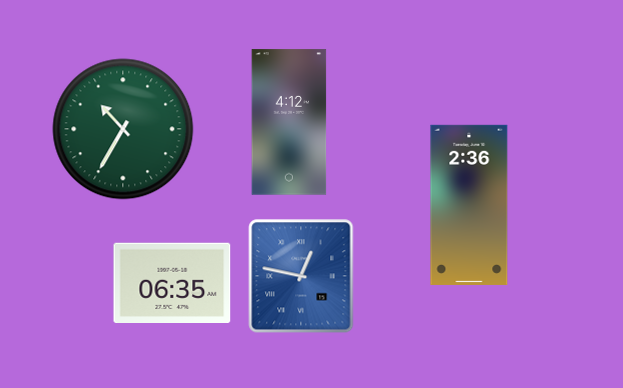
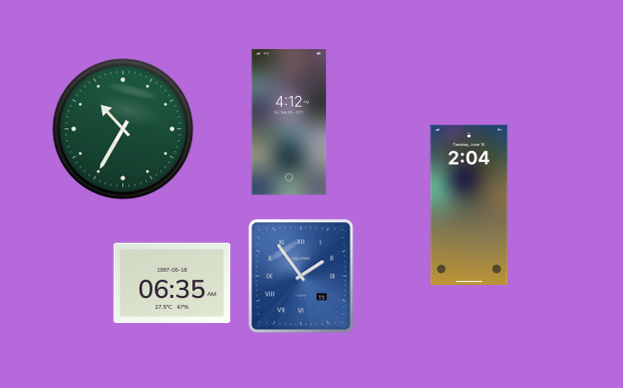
clock at (469, 205): 2:36 -> 2:04
clock at (301, 276): 12:47 -> 1:54
